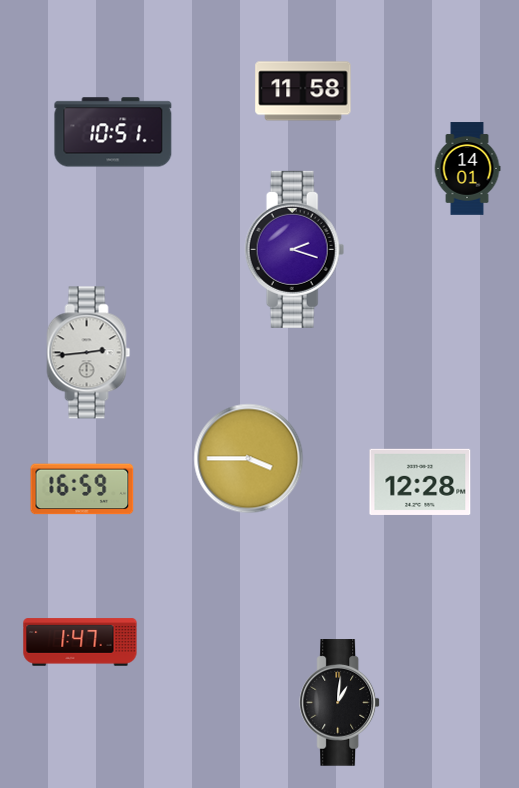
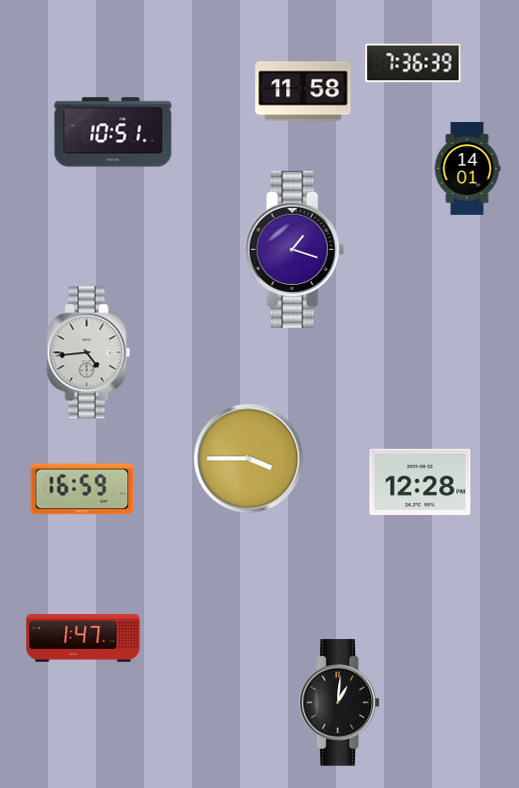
clock at (413, 63): none -> 7:36
clock at (295, 249): 2:18 -> 1:18
clock at (89, 353): 2:44 -> 4:44
clock at (80, 642) position: (80, 642) -> (83, 638)
